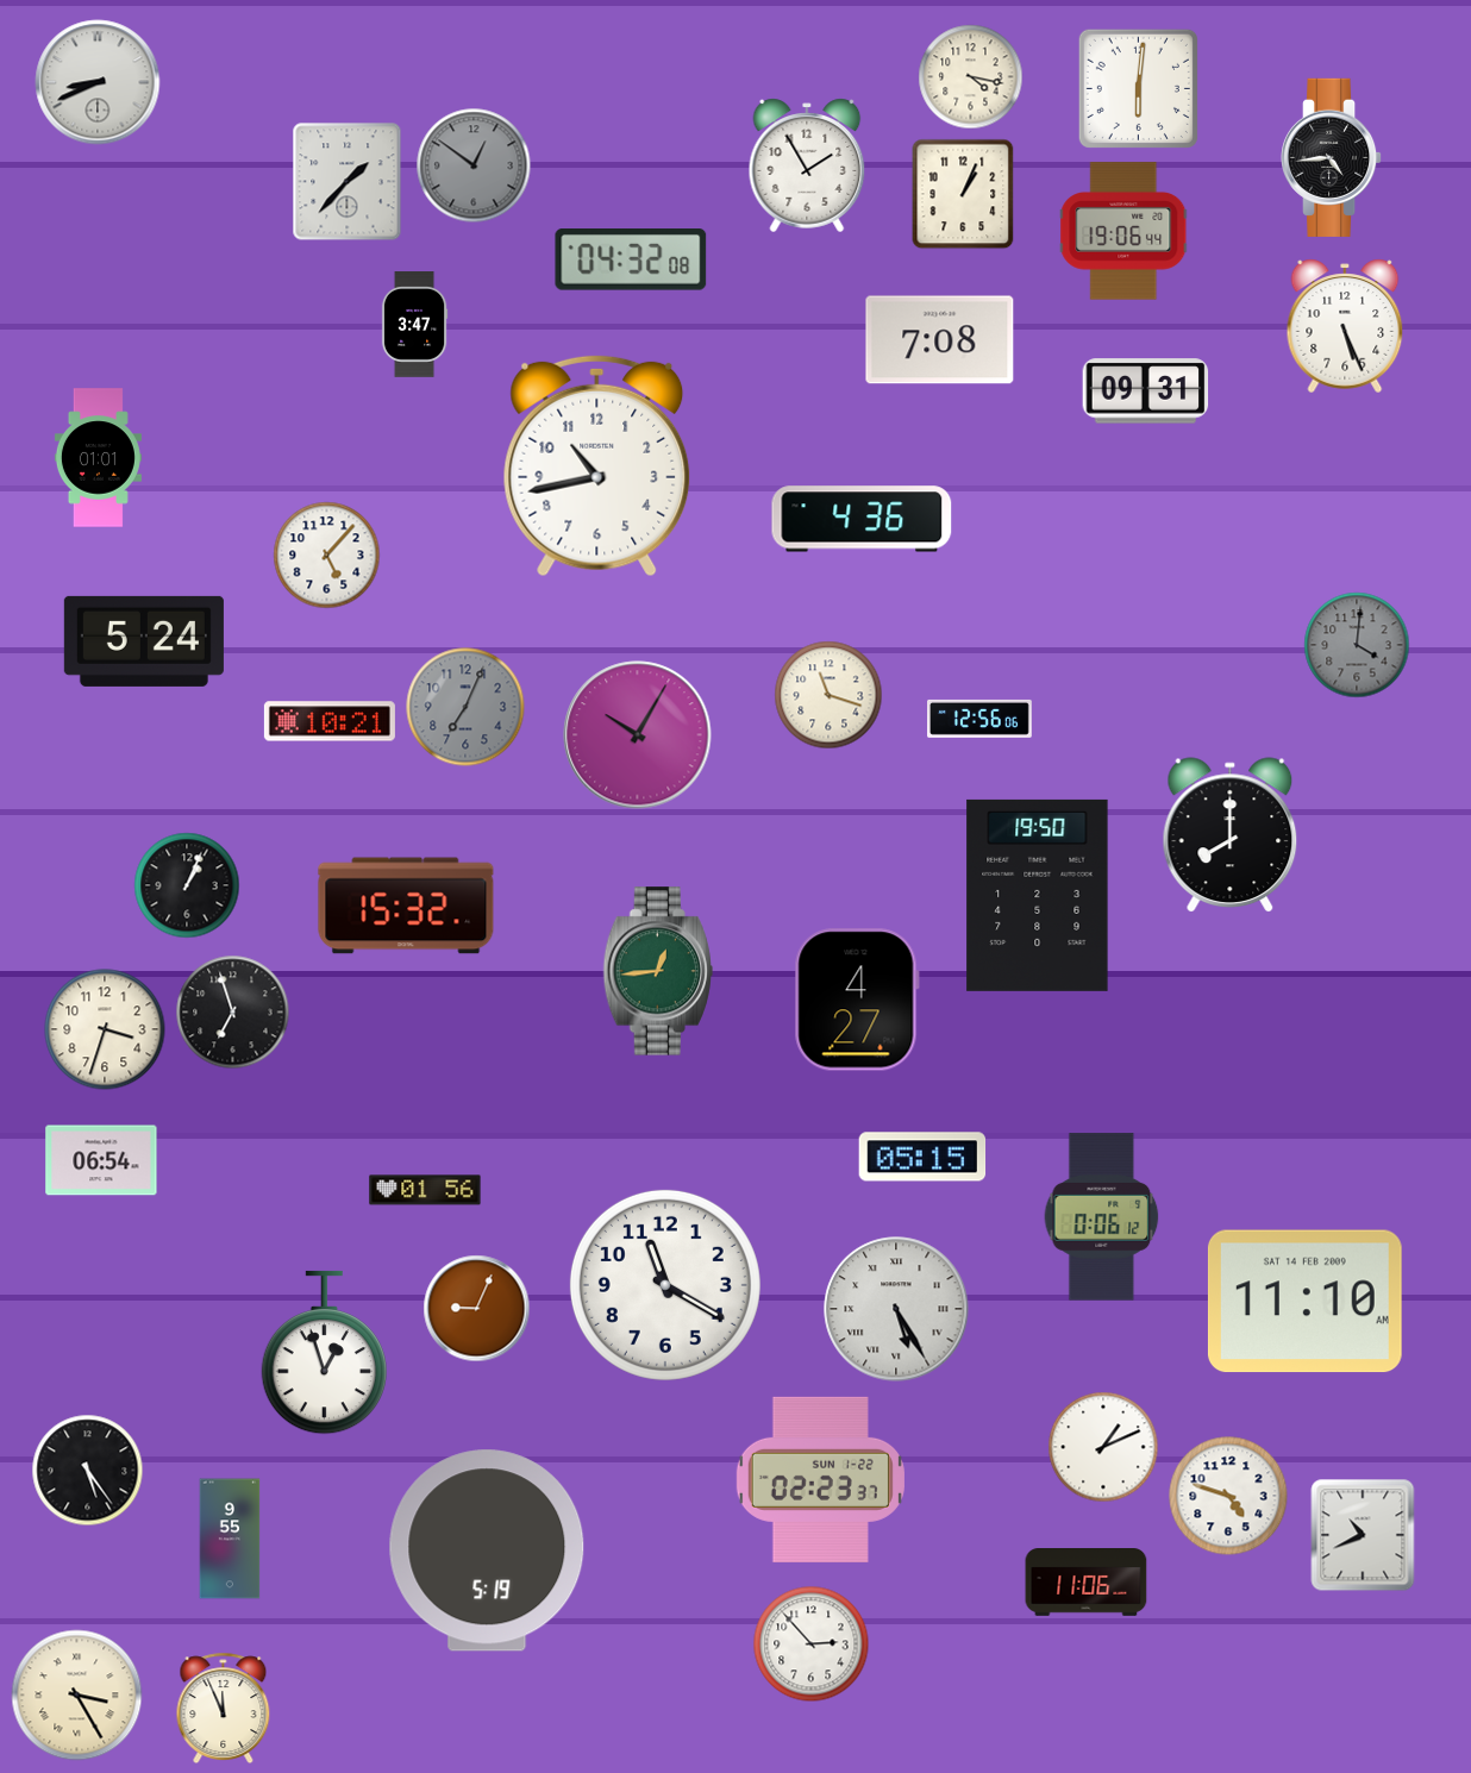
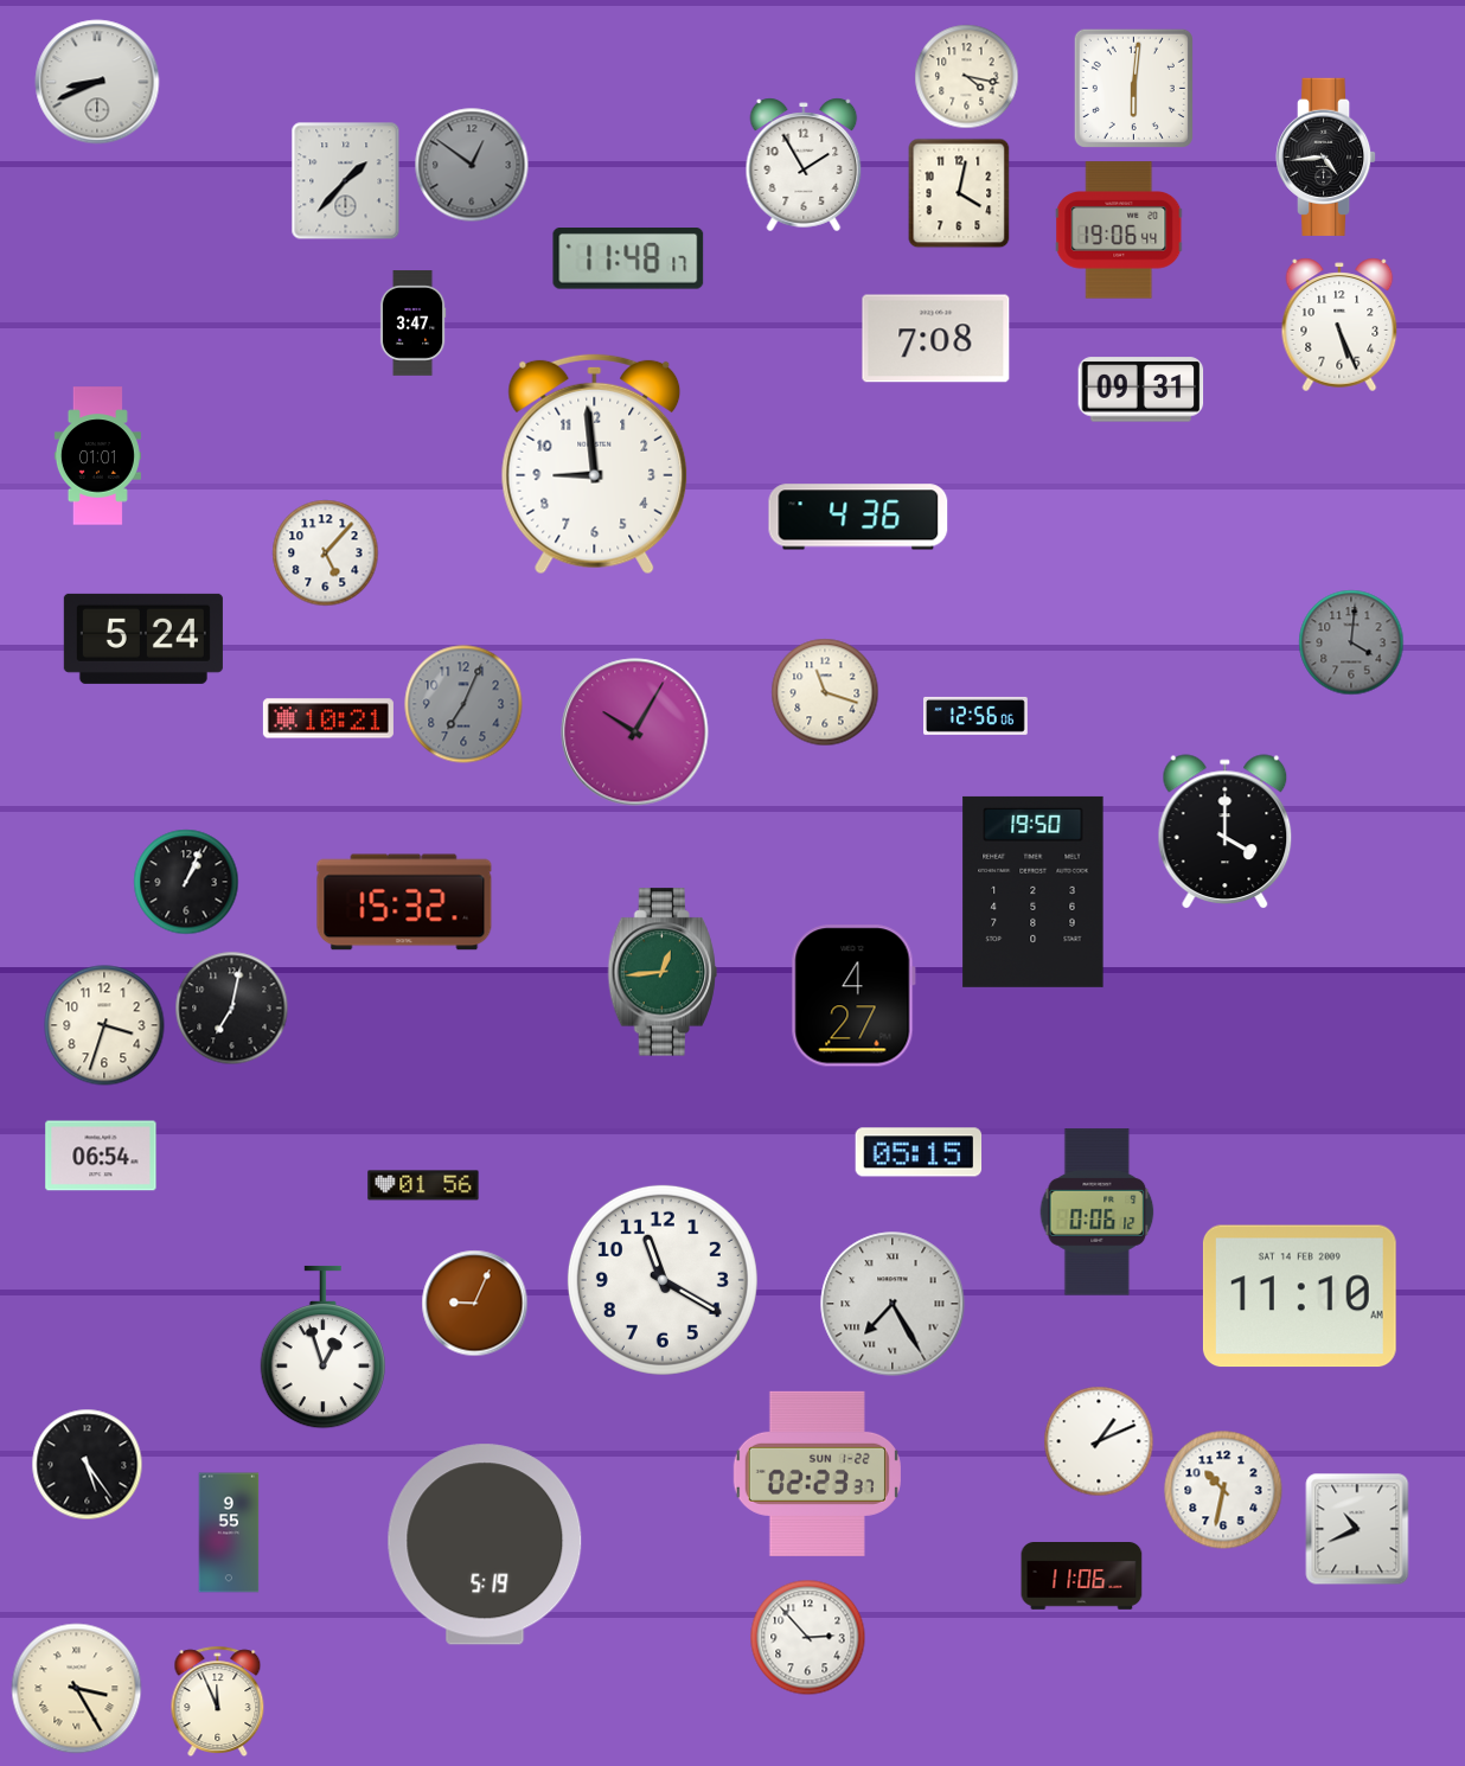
clock at (963, 194): 1:04 -> 4:02
clock at (631, 259): 04:32 -> 11:48
clock at (597, 465): 10:43 -> 8:59
clock at (1231, 834): 8:00 -> 4:00
clock at (658, 971) position: (658, 971) -> (663, 972)
clock at (233, 1013): 6:57 -> 7:02
clock at (896, 1309): 5:25 -> 7:25
clock at (1228, 1496): 4:48 -> 10:32
clock at (224, 1708) position: (224, 1708) -> (218, 1701)
